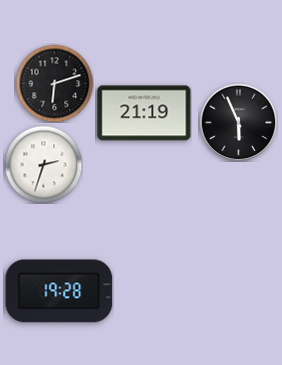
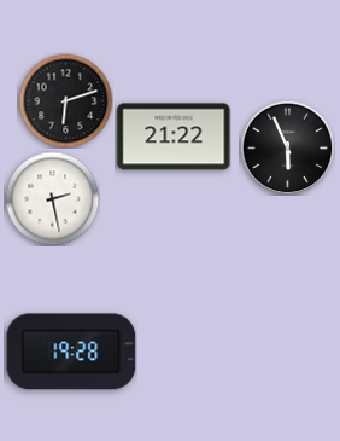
clock at (144, 113): 21:19 -> 21:22
clock at (43, 164): 2:33 -> 2:28
